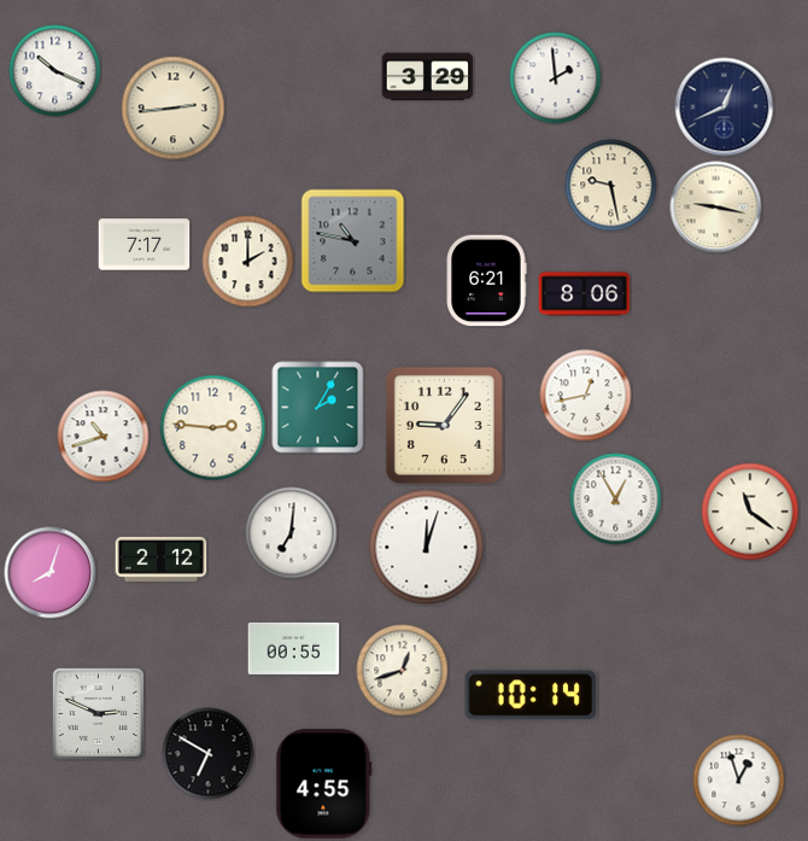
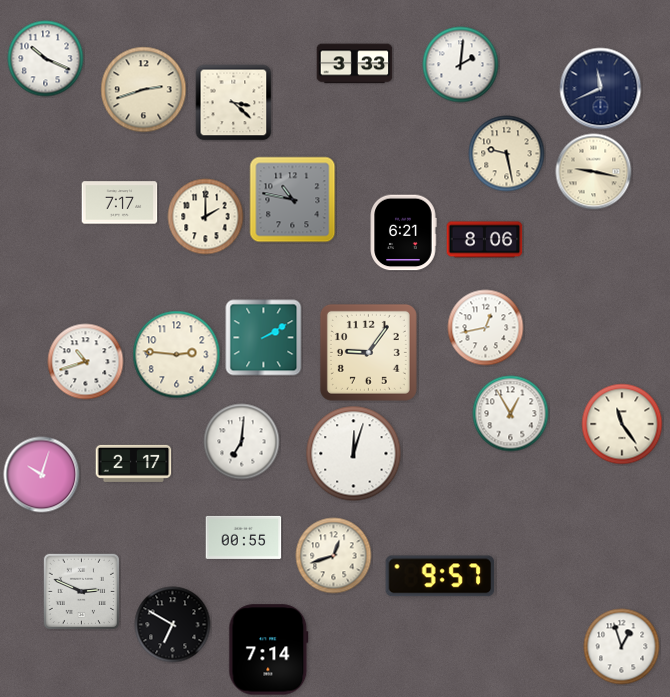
clock at (428, 77): 3:29 -> 3:33
clock at (556, 78): 1:59 -> 2:01
clock at (725, 107): 12:41 -> 11:41
clock at (174, 109): 2:44 -> 2:42
clock at (234, 103): none -> 3:22
clock at (585, 294) position: (585, 294) -> (485, 240)
clock at (318, 408): 2:05 -> 2:10
clock at (750, 512): 11:21 -> 11:24
clock at (162, 559): 2:12 -> 2:17
clock at (51, 573): 8:03 -> 10:03
clock at (531, 695): 10:14 -> 9:57
clock at (739, 781) position: (739, 781) -> (622, 647)
clock at (324, 784): 4:55 -> 7:14
